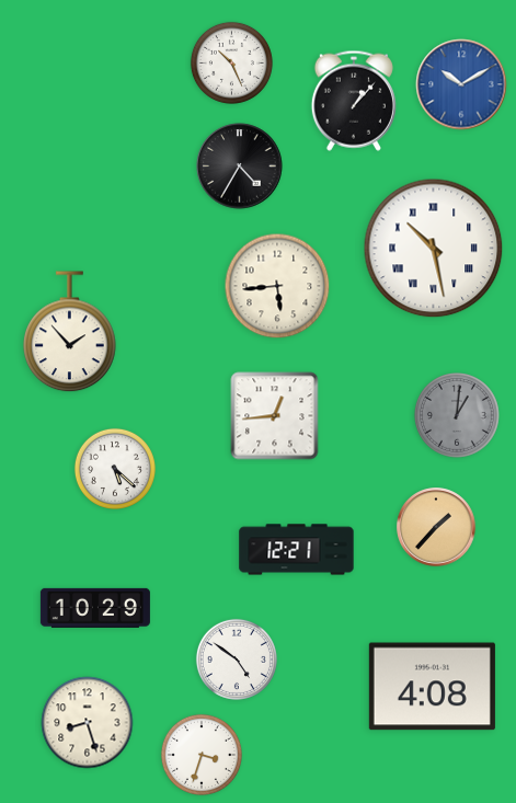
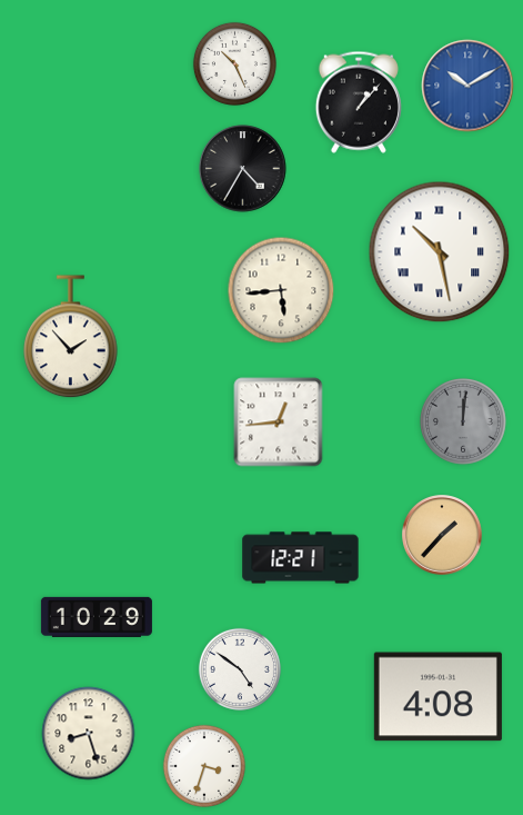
clock at (458, 416): 1:01 -> 12:01
clock at (115, 469): 5:22 -> none
